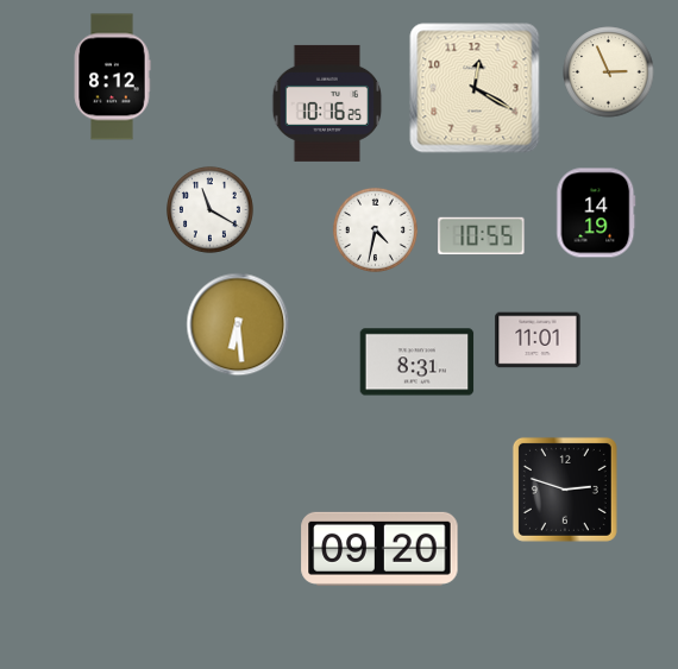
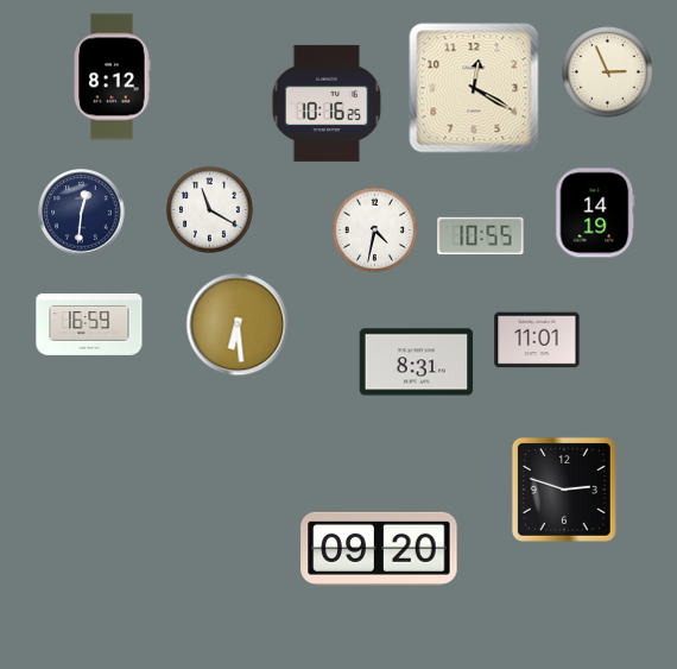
clock at (82, 213): none -> 12:31
clock at (89, 324): none -> 16:59
